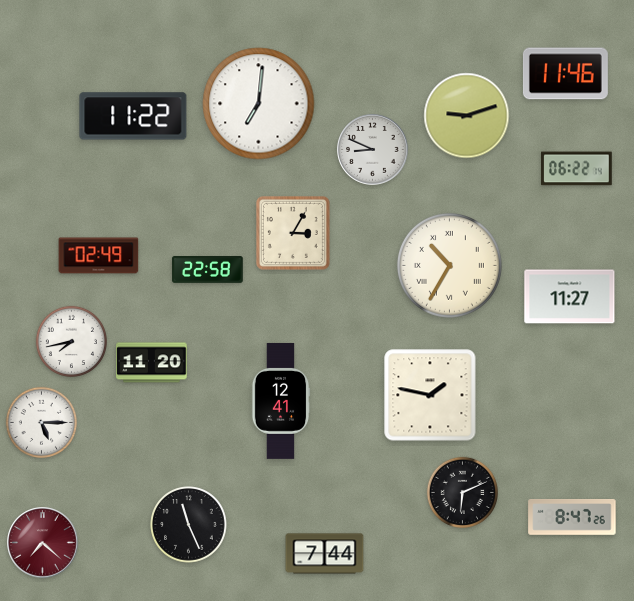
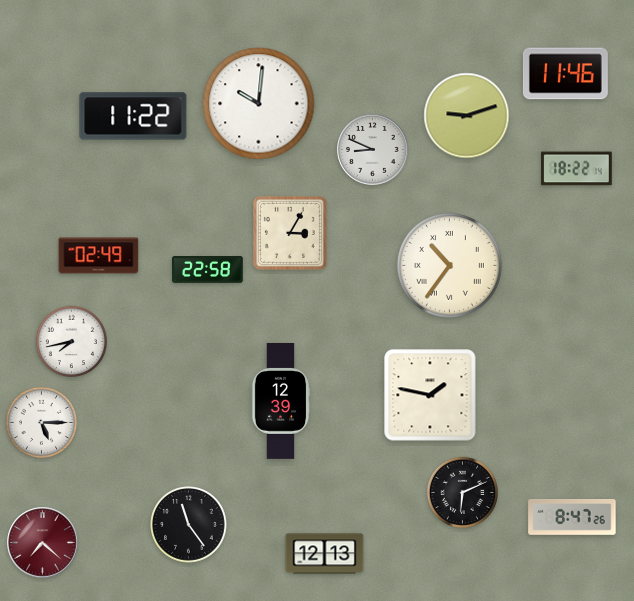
clock at (259, 104): 7:01 -> 10:01
clock at (577, 169): 06:22 -> 18:22
clock at (293, 233) position: (293, 233) -> (290, 233)
clock at (449, 265): 10:35 -> 10:36
clock at (570, 297): 11:27 -> none
clock at (152, 363): 11:20 -> none
clock at (281, 401): 12:41 -> 12:39
clock at (189, 525): 11:26 -> 11:24
clock at (325, 554): 7:44 -> 12:13
